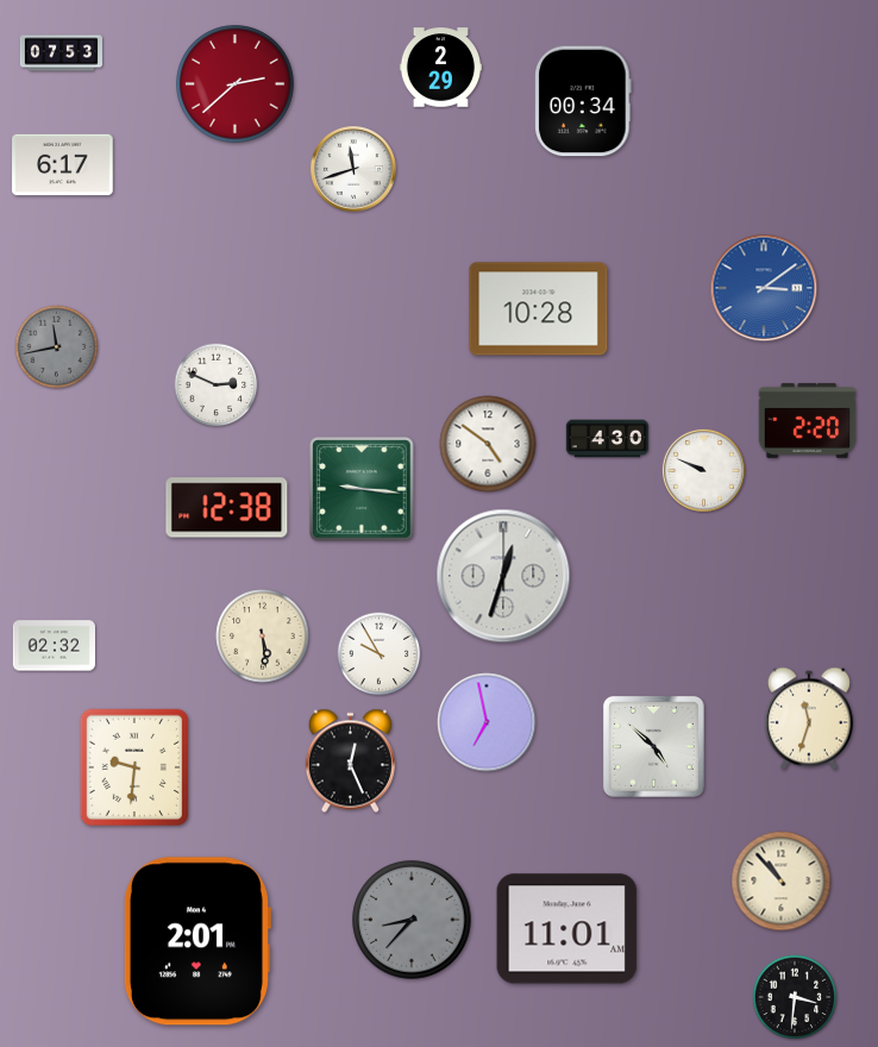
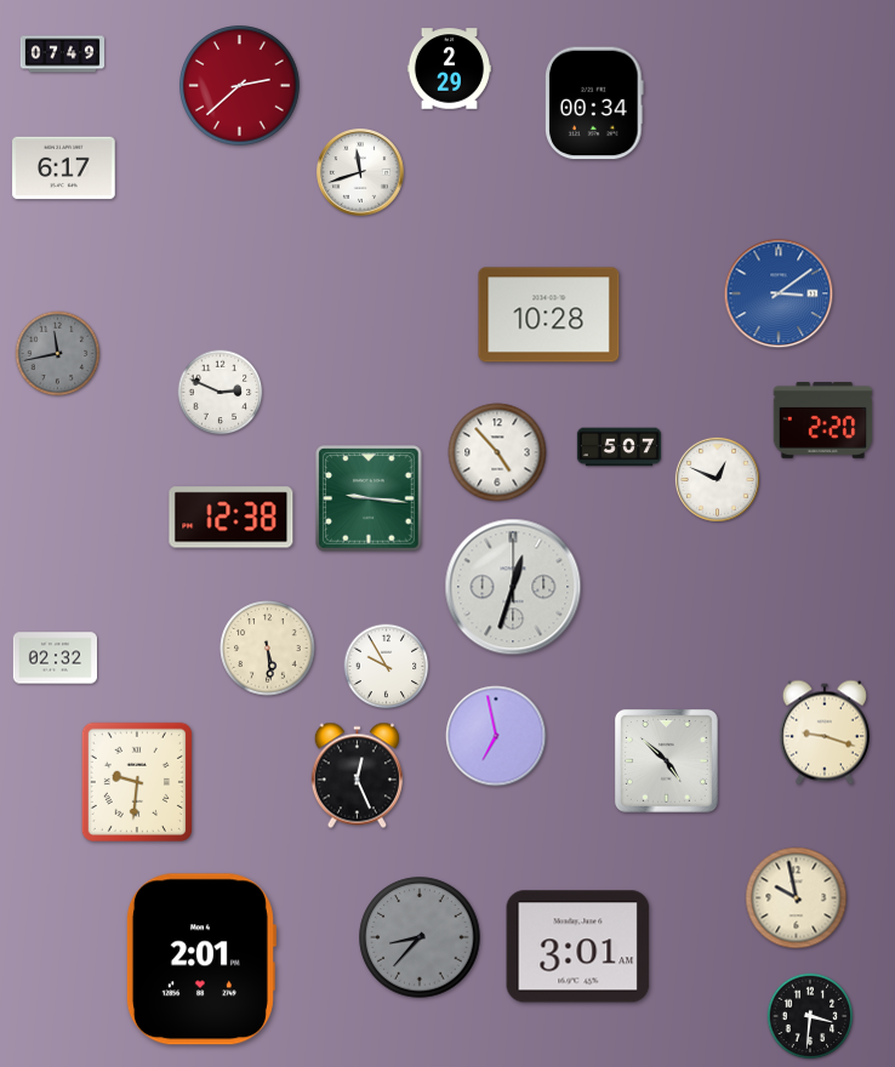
clock at (61, 54): 07:53 -> 07:49
clock at (808, 420) position: (808, 420) -> (823, 420)
clock at (608, 439): 4:30 -> 5:07
clock at (488, 444): 4:51 -> 4:53
clock at (703, 470): 9:49 -> 12:49
clock at (809, 719): 11:33 -> 9:18
clock at (782, 882): 10:53 -> 9:58
clock at (567, 929): 11:01 -> 3:01
